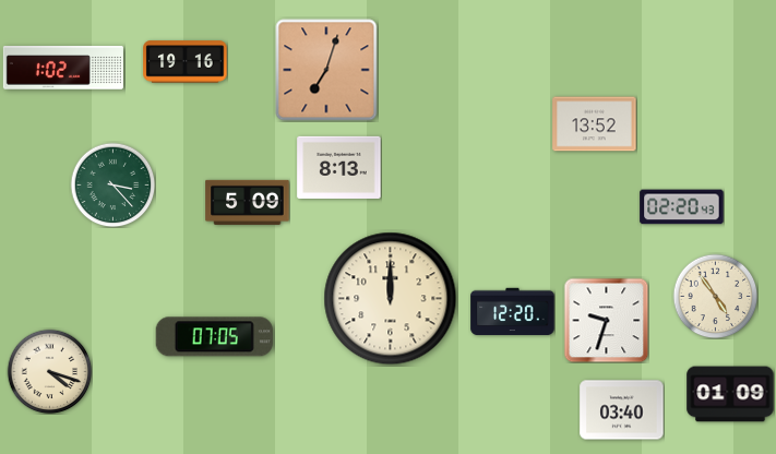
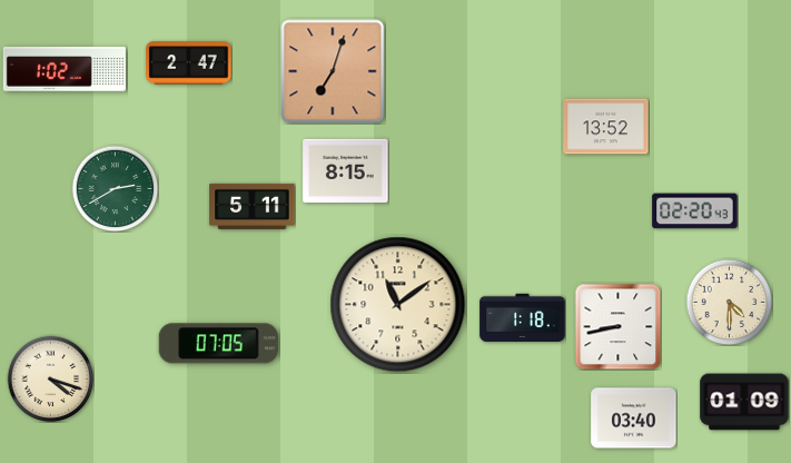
clock at (186, 62): 19:16 -> 2:47
clock at (339, 167): 8:13 -> 8:15
clock at (112, 184): 3:23 -> 2:40
clock at (248, 202): 5:09 -> 5:11
clock at (715, 296): 4:54 -> 4:30
clock at (391, 299): 12:00 -> 11:09
clock at (513, 312): 12:20 -> 1:18
clock at (606, 320): 9:33 -> 8:43
